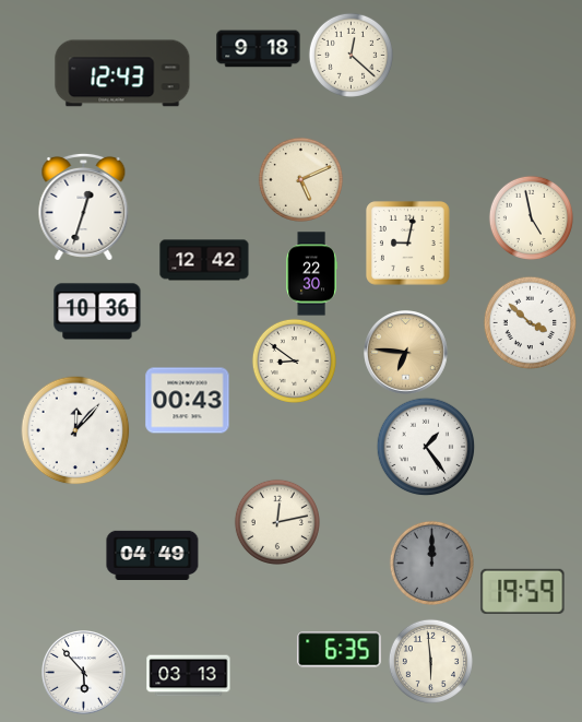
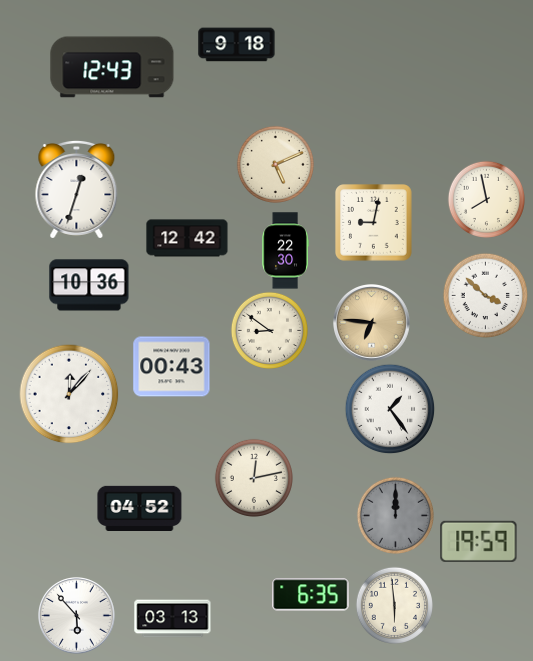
clock at (351, 55): 12:22 -> none
clock at (531, 217): 4:58 -> 7:58
clock at (153, 555): 04:49 -> 04:52
